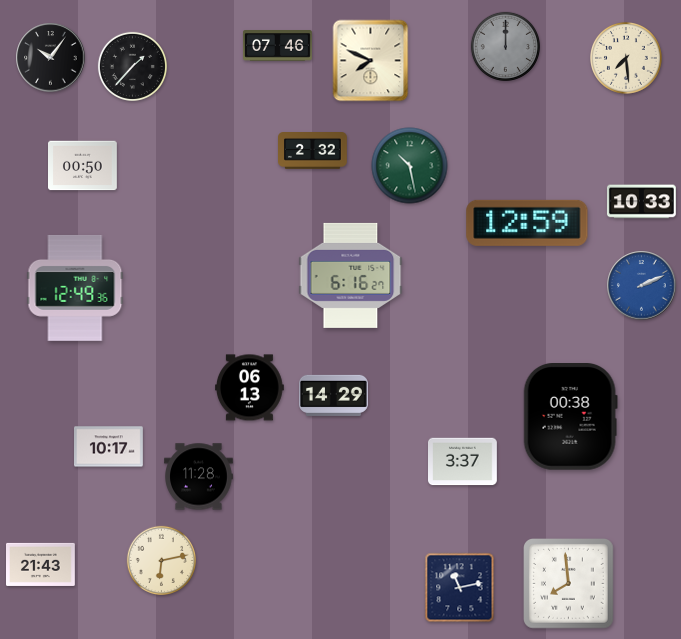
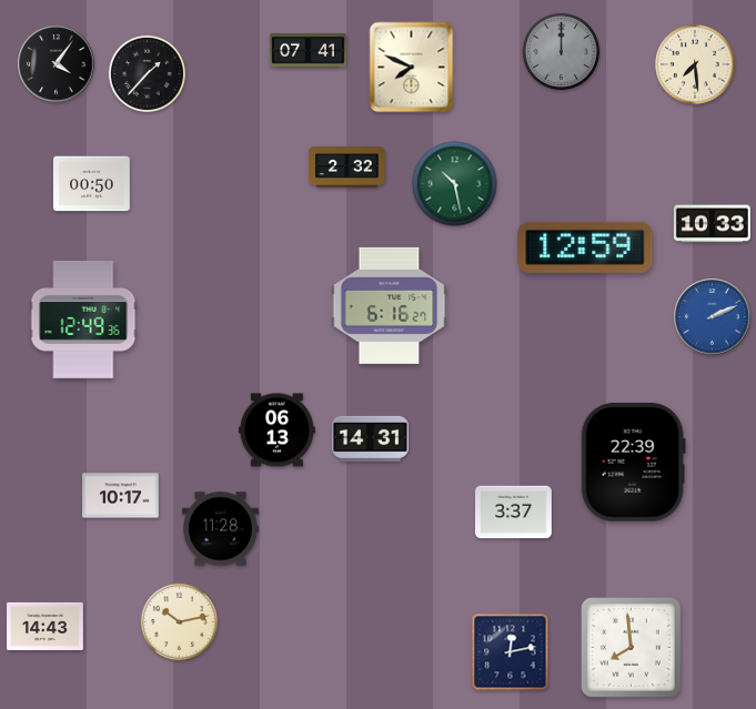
clock at (278, 46): 07:46 -> 07:41
clock at (51, 58): 10:06 -> 4:06
clock at (334, 395): 14:29 -> 14:31
clock at (570, 417): 00:38 -> 22:39
clock at (161, 560): 6:13 -> 10:13
clock at (41, 564): 21:43 -> 14:43
clock at (460, 588): 11:13 -> 12:13
